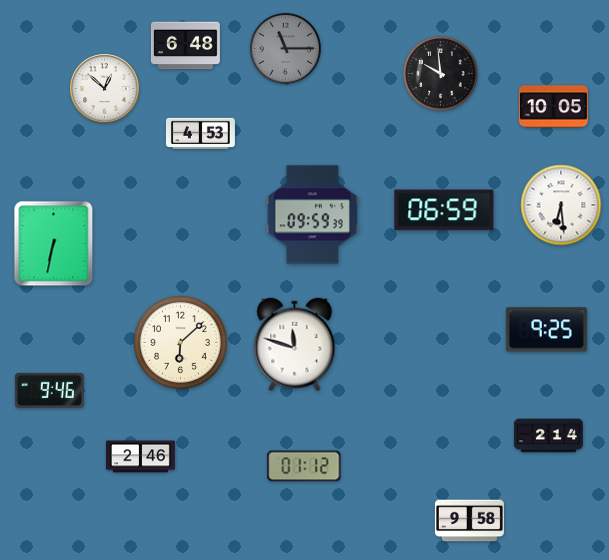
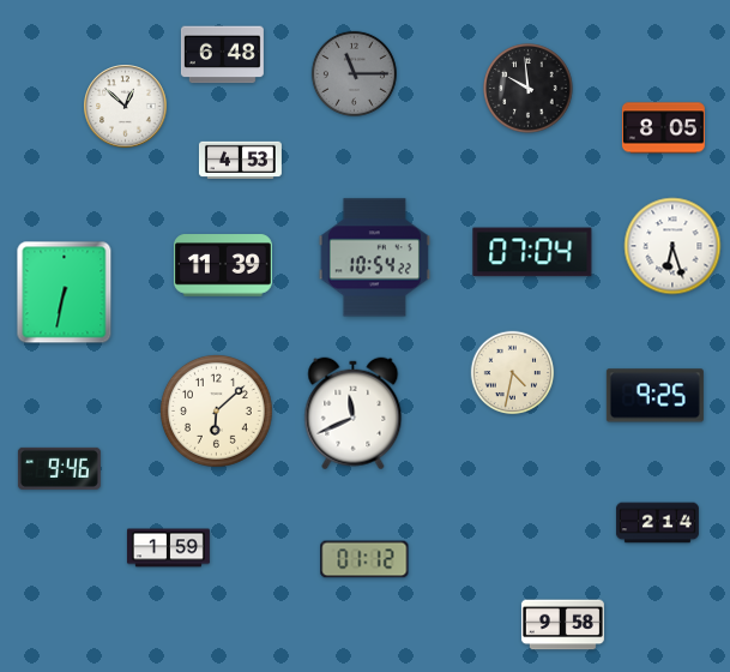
clock at (285, 48) position: (285, 48) -> (354, 73)
clock at (553, 107): 10:05 -> 8:05
clock at (561, 205): 6:29 -> 6:27
clock at (444, 210): 06:59 -> 07:04
clock at (312, 215): 09:59 -> 10:54
clock at (223, 265): none -> 11:39
clock at (513, 373): none -> 4:32
clock at (295, 345): 11:48 -> 11:41
clock at (140, 457): 2:46 -> 1:59
